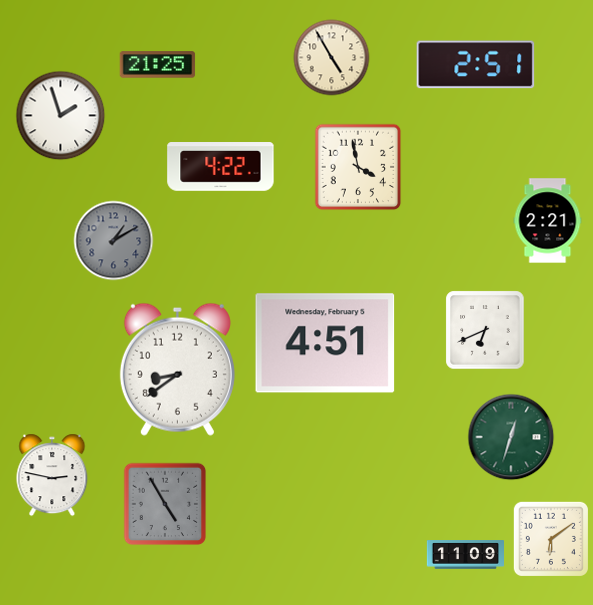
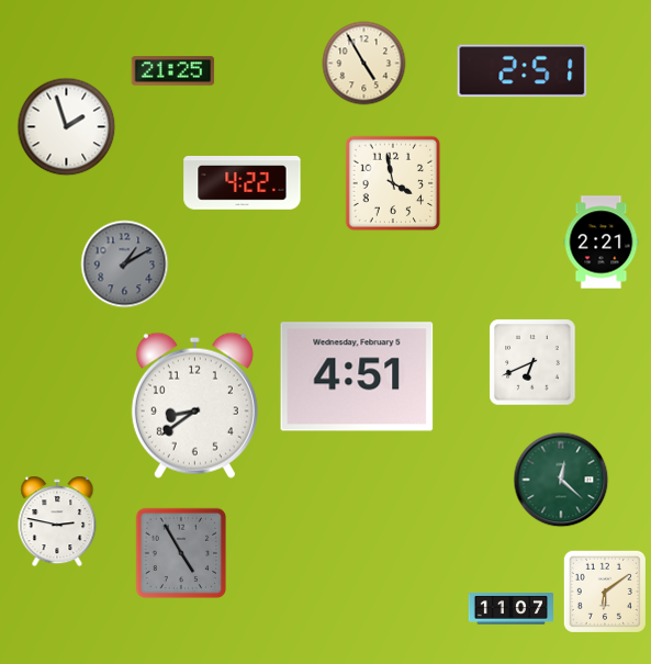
clock at (511, 437): 12:33 -> 12:22
clock at (465, 555): 11:09 -> 11:07
